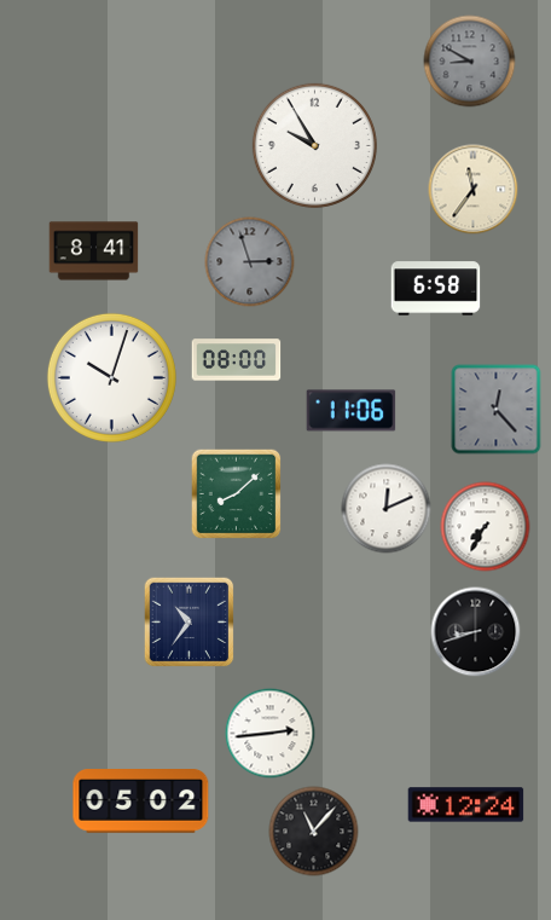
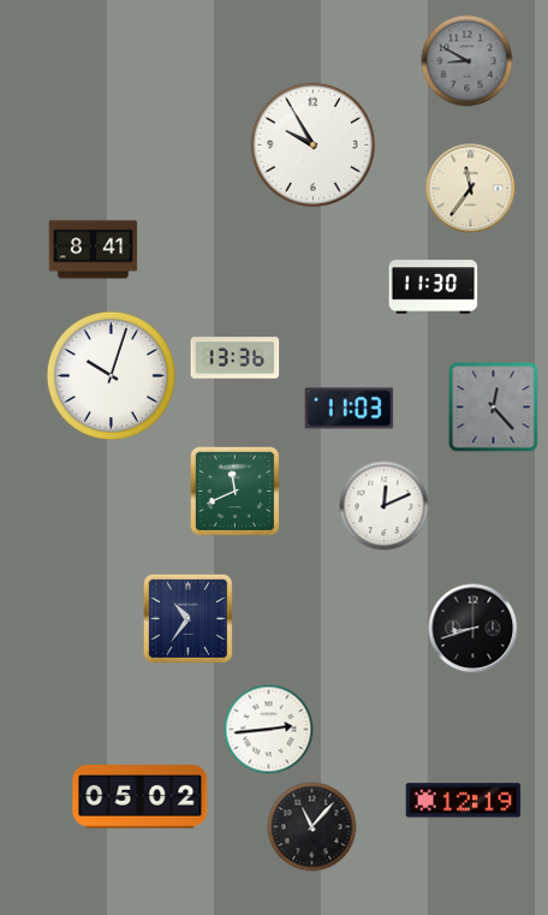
clock at (250, 262): 2:57 -> none
clock at (436, 289): 6:58 -> 11:30
clock at (237, 360): 08:00 -> 13:36
clock at (352, 411): 11:06 -> 11:03
clock at (237, 494): 8:08 -> 11:41
clock at (486, 527): 7:35 -> none
clock at (466, 805): 12:24 -> 12:19
